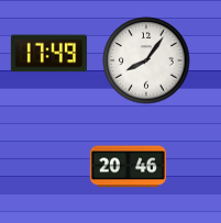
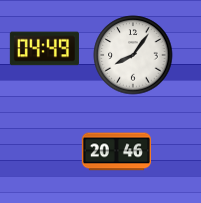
clock at (48, 54): 17:49 -> 04:49
